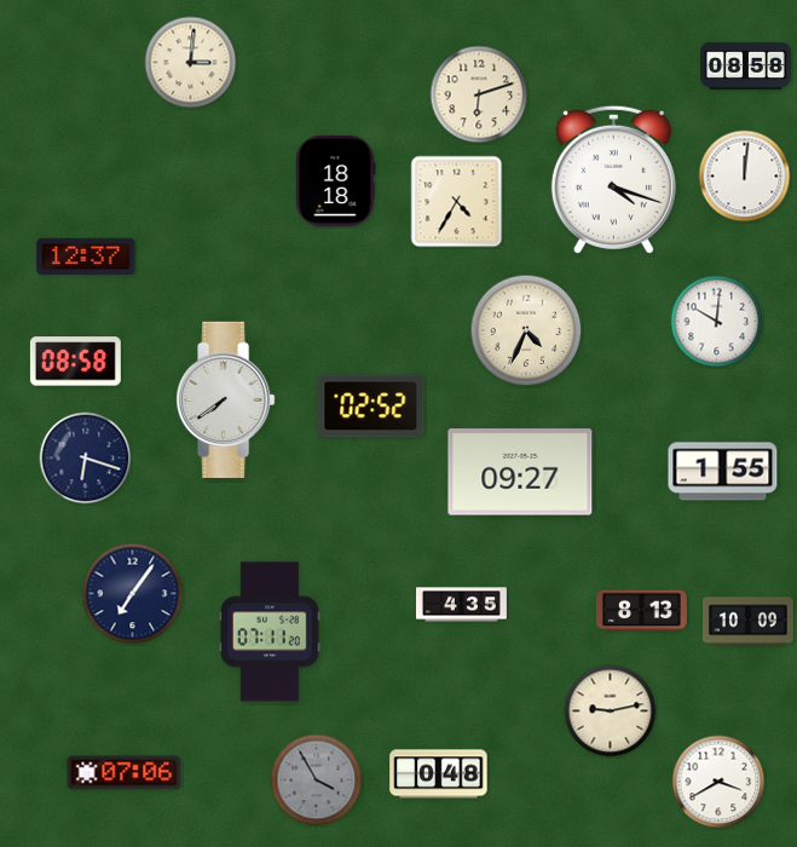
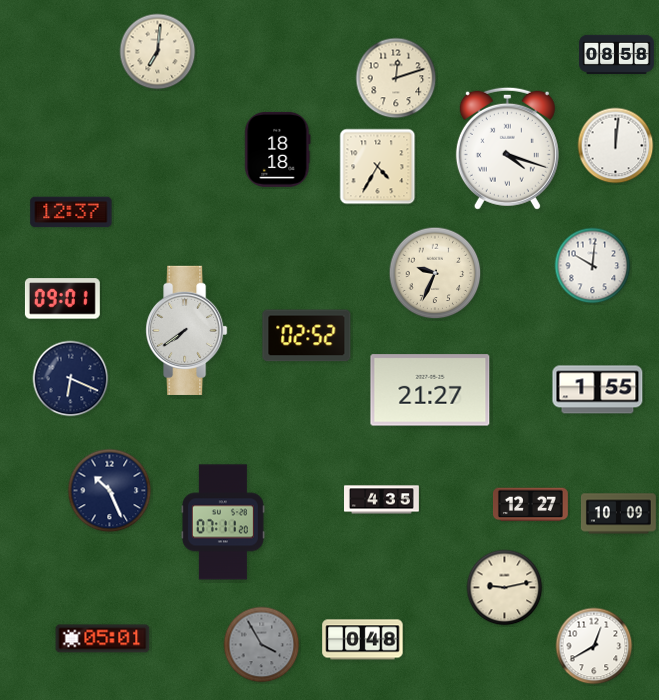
clock at (191, 63): 3:01 -> 7:01
clock at (479, 94): 6:12 -> 12:12
clock at (526, 330): 4:34 -> 9:34
clock at (75, 362): 08:58 -> 09:01
clock at (86, 459): 6:18 -> 6:19
clock at (520, 472): 09:27 -> 21:27
clock at (133, 594): 7:06 -> 10:26
clock at (641, 611): 8:13 -> 12:27
clock at (125, 773): 07:06 -> 05:01
clock at (718, 782): 3:40 -> 12:40
